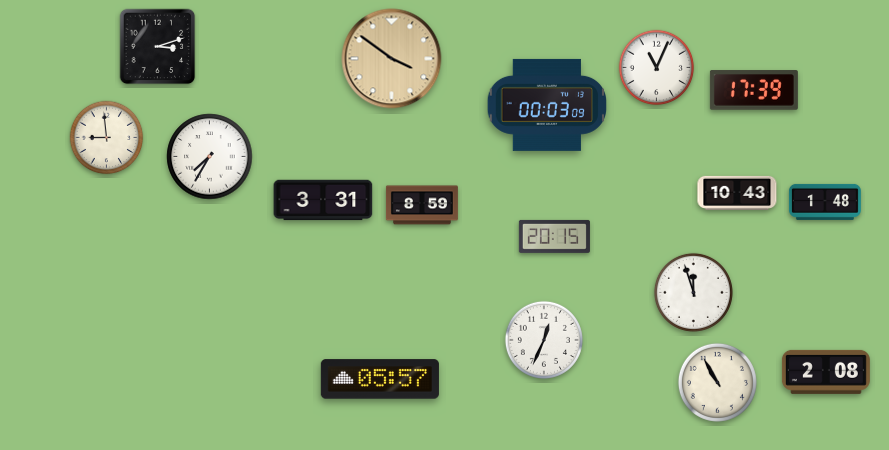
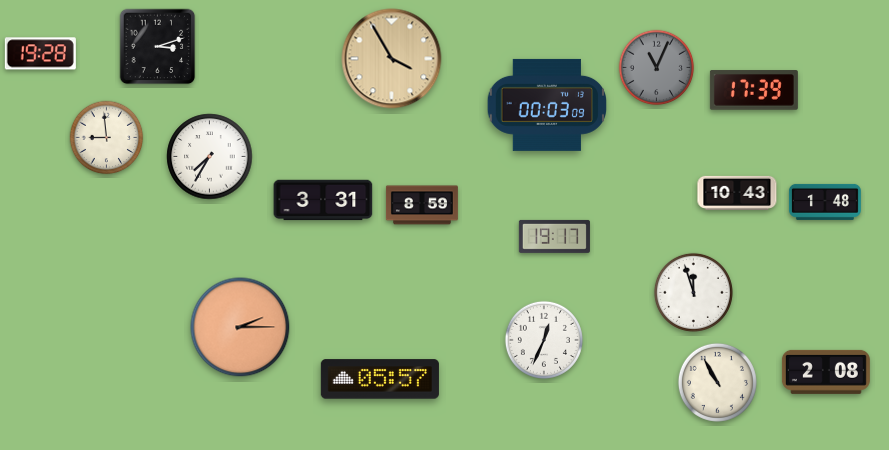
clock at (40, 54): none -> 19:28
clock at (392, 59): 3:51 -> 3:55
clock at (657, 68) dial: white -> grey
clock at (554, 236): 20:15 -> 19:17
clock at (240, 327): none -> 2:15
